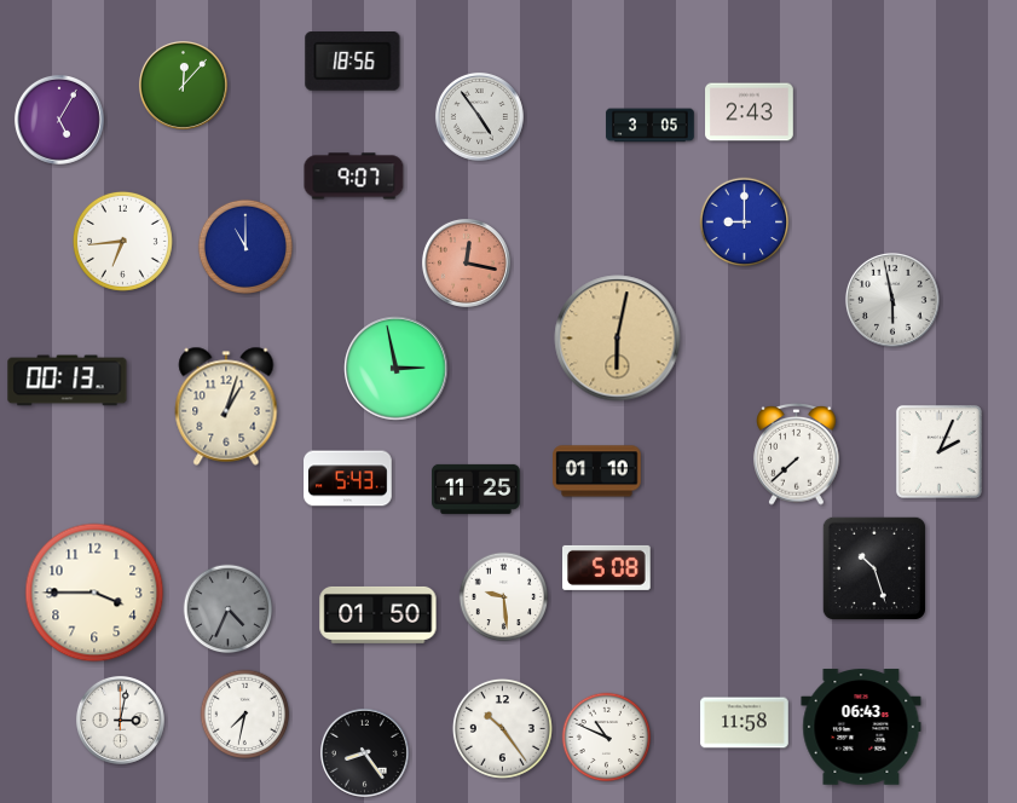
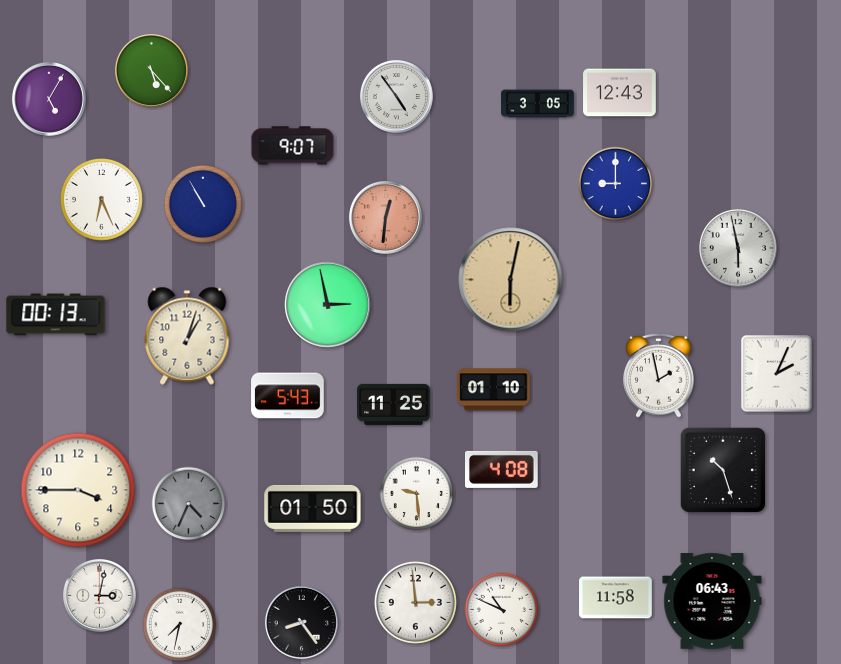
clock at (353, 62): 18:56 -> none
clock at (183, 85): 12:07 -> 5:23
clock at (750, 112): 2:43 -> 12:43
clock at (122, 241): 6:44 -> 6:26
clock at (245, 247): 11:00 -> 10:55
clock at (466, 262): 12:17 -> 12:31
clock at (797, 454): 7:38 -> 1:58
clock at (607, 567): 5:08 -> 4:08
clock at (245, 715) position: (245, 715) -> (180, 625)
clock at (502, 728): 10:24 -> 2:59
